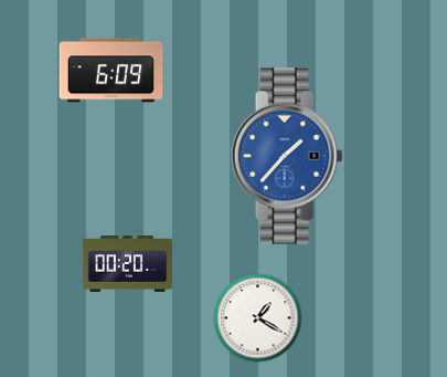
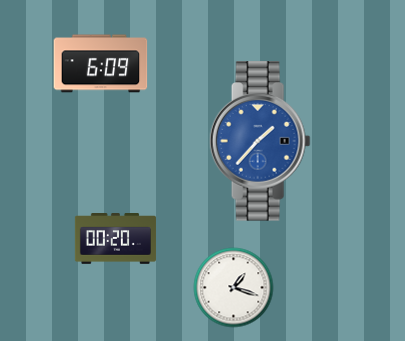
clock at (258, 318): 1:20 -> 1:18
